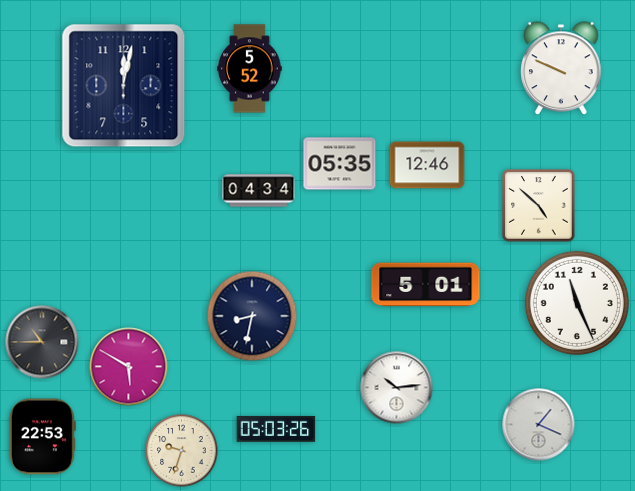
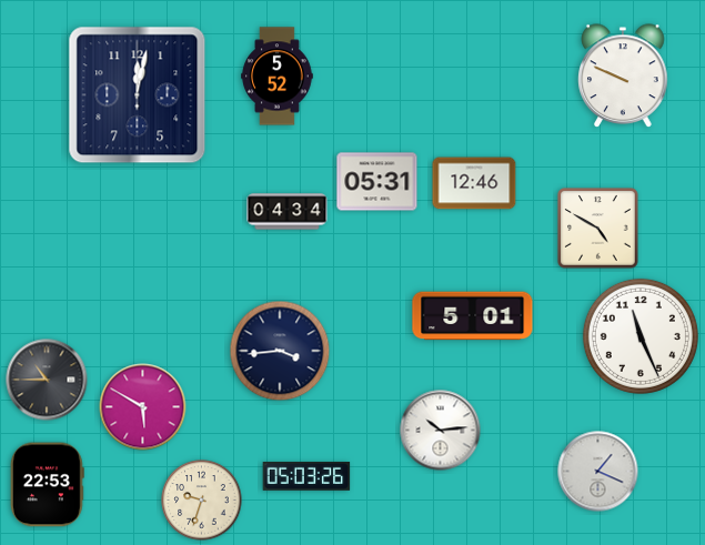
clock at (340, 164): 05:35 -> 05:31
clock at (539, 206): 4:52 -> 4:50
clock at (252, 316): 8:32 -> 3:44
